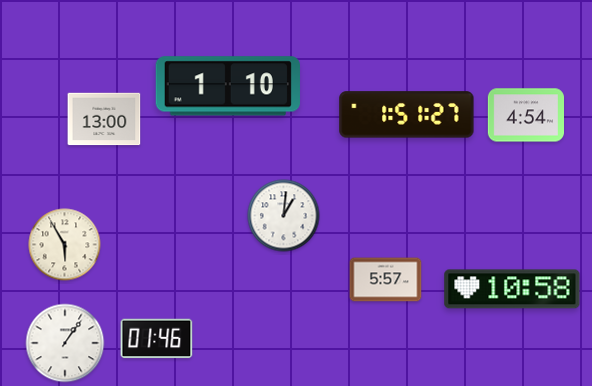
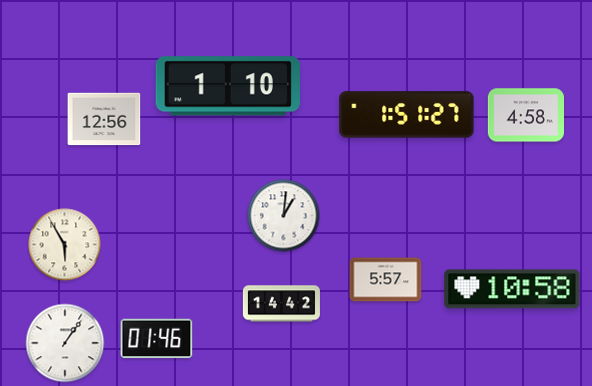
clock at (525, 115): 4:54 -> 4:58
clock at (104, 119): 13:00 -> 12:56
clock at (281, 304): none -> 14:42
